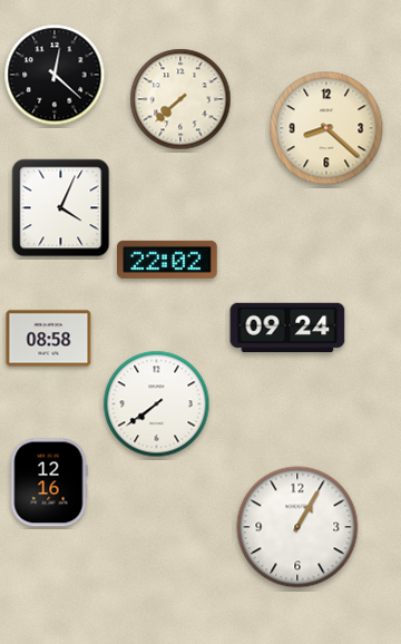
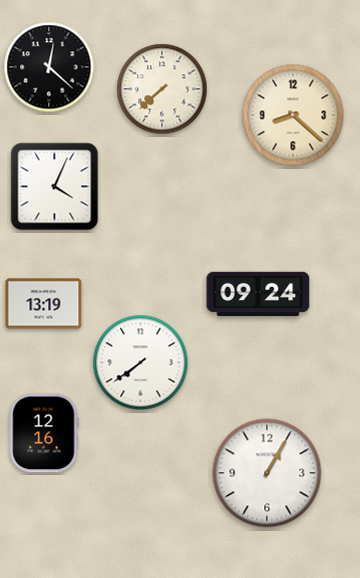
clock at (167, 260): 22:02 -> none
clock at (49, 339): 08:58 -> 13:19
